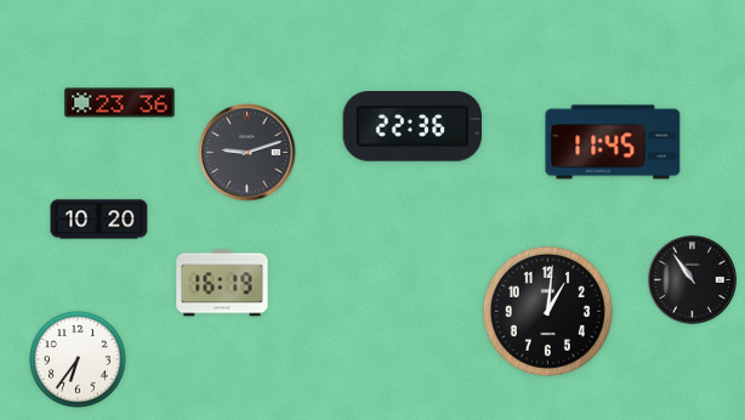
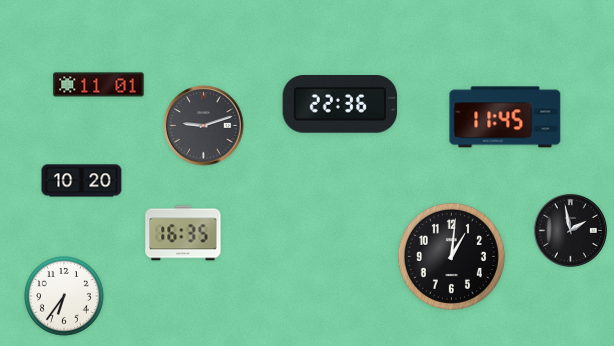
clock at (120, 103): 23:36 -> 11:01
clock at (692, 279): 10:54 -> 1:58
clock at (222, 283): 16:19 -> 16:35
